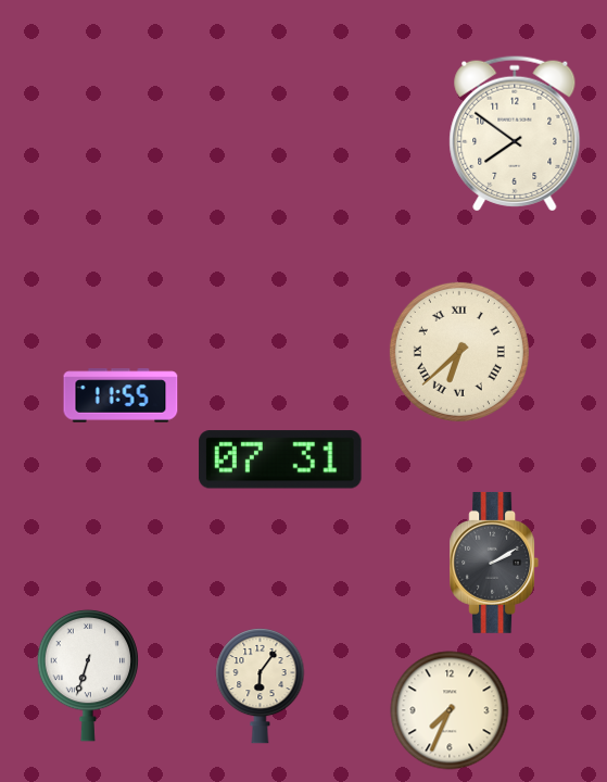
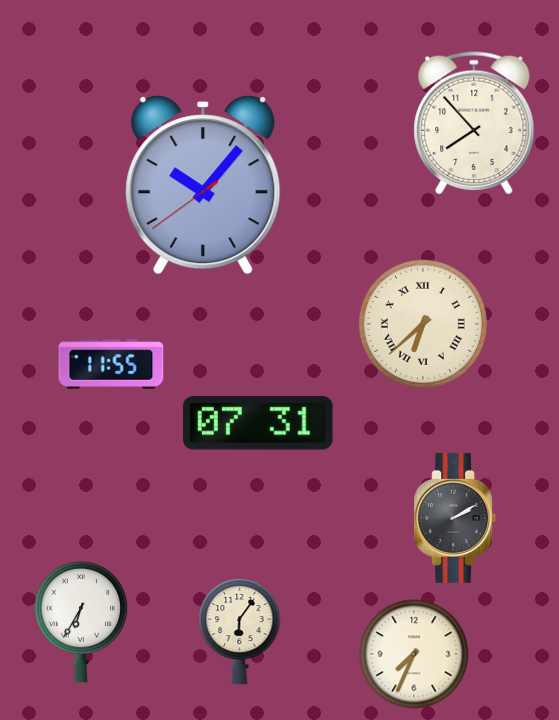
clock at (515, 134): 7:51 -> 7:53
clock at (203, 185): none -> 10:06
clock at (88, 676): 6:33 -> 6:35
